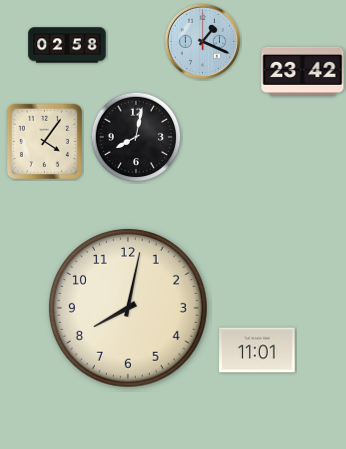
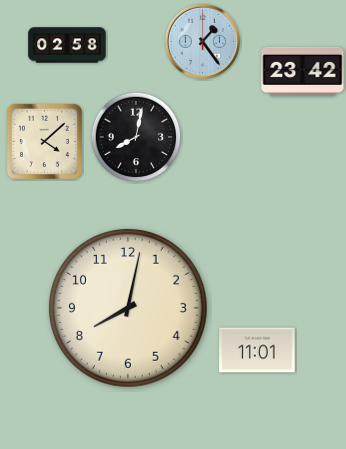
clock at (202, 41): 1:19 -> 1:24
clock at (44, 141): 4:06 -> 4:08
